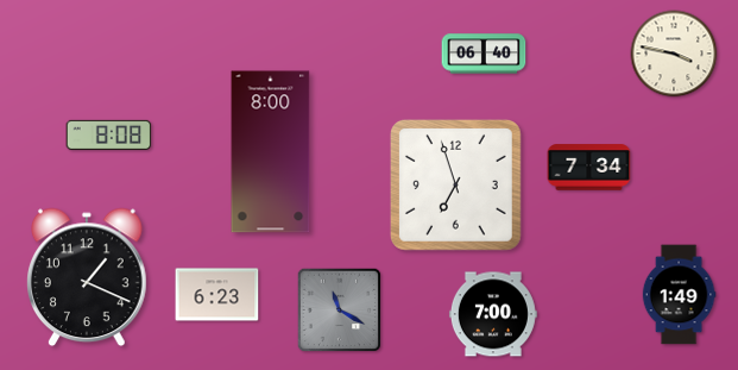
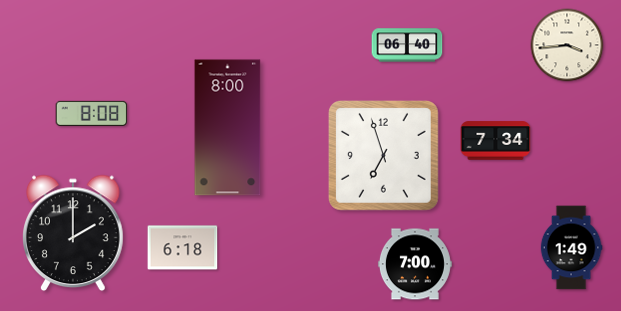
clock at (674, 54): 3:47 -> 3:44
clock at (88, 277): 1:19 -> 2:00
clock at (217, 295): 6:23 -> 6:18
clock at (340, 311): 11:20 -> none
